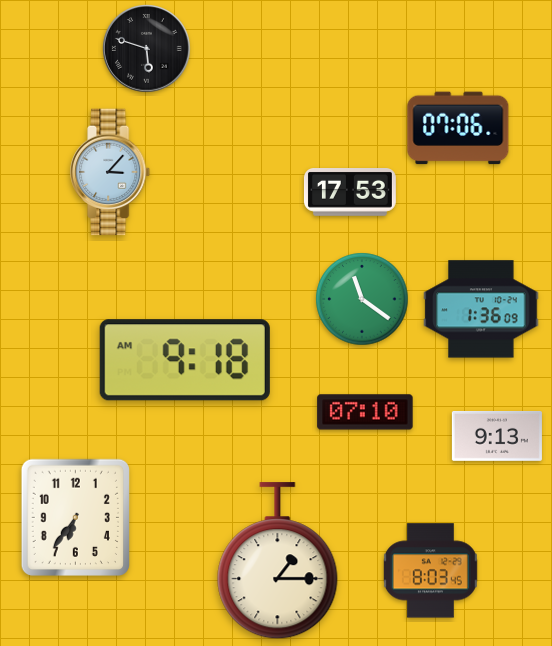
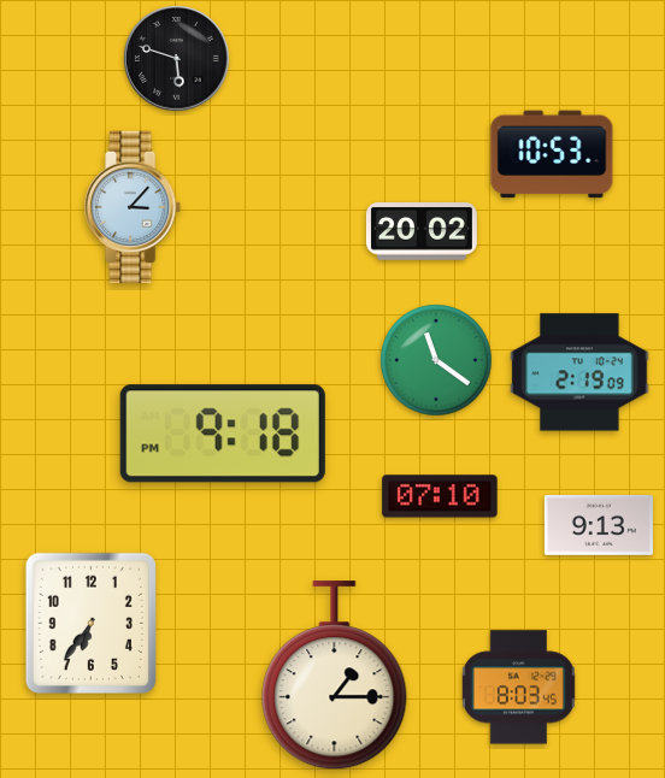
clock at (458, 128): 07:06 -> 10:53
clock at (350, 193): 17:53 -> 20:02
clock at (481, 309): 1:36 -> 2:19
clock at (185, 360): 9:18 AM -> 9:18 PM
